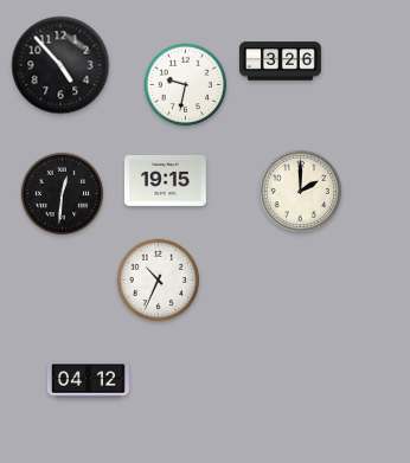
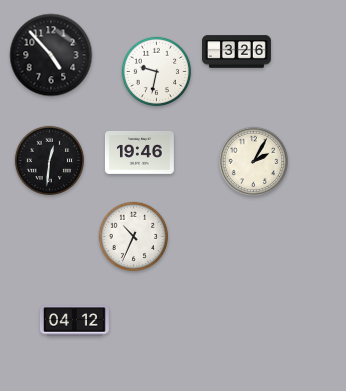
clock at (165, 181): 19:15 -> 19:46
clock at (301, 192): 2:00 -> 2:05
clock at (63, 194) position: (63, 194) -> (50, 161)
